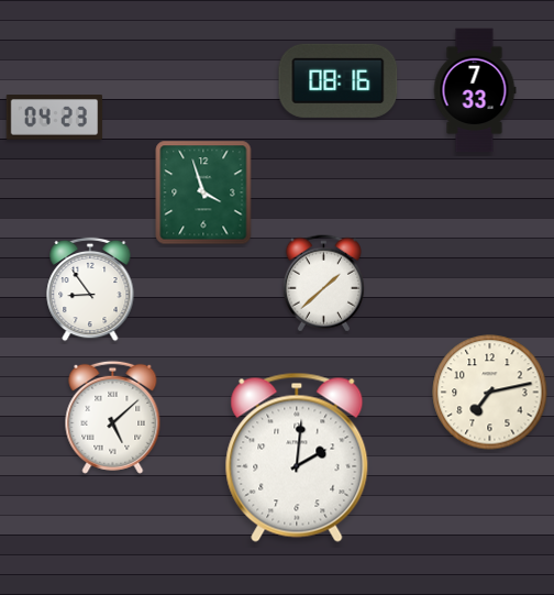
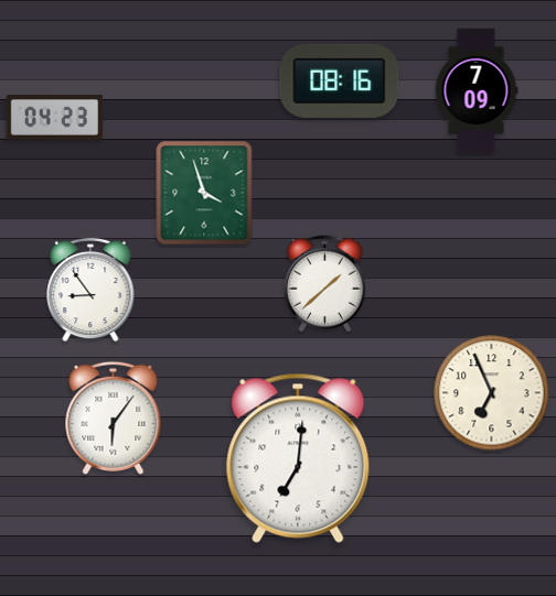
clock at (475, 90): 7:33 -> 7:09
clock at (490, 393): 7:13 -> 6:56
clock at (113, 417): 5:08 -> 6:06
clock at (297, 458): 2:01 -> 7:01
